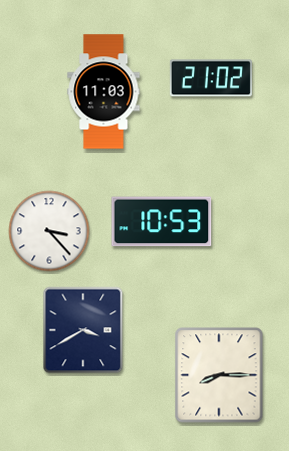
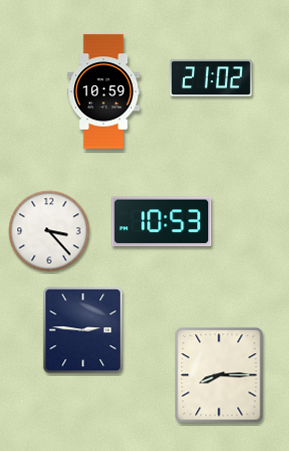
clock at (104, 92): 11:03 -> 10:59
clock at (83, 330): 3:40 -> 2:46
